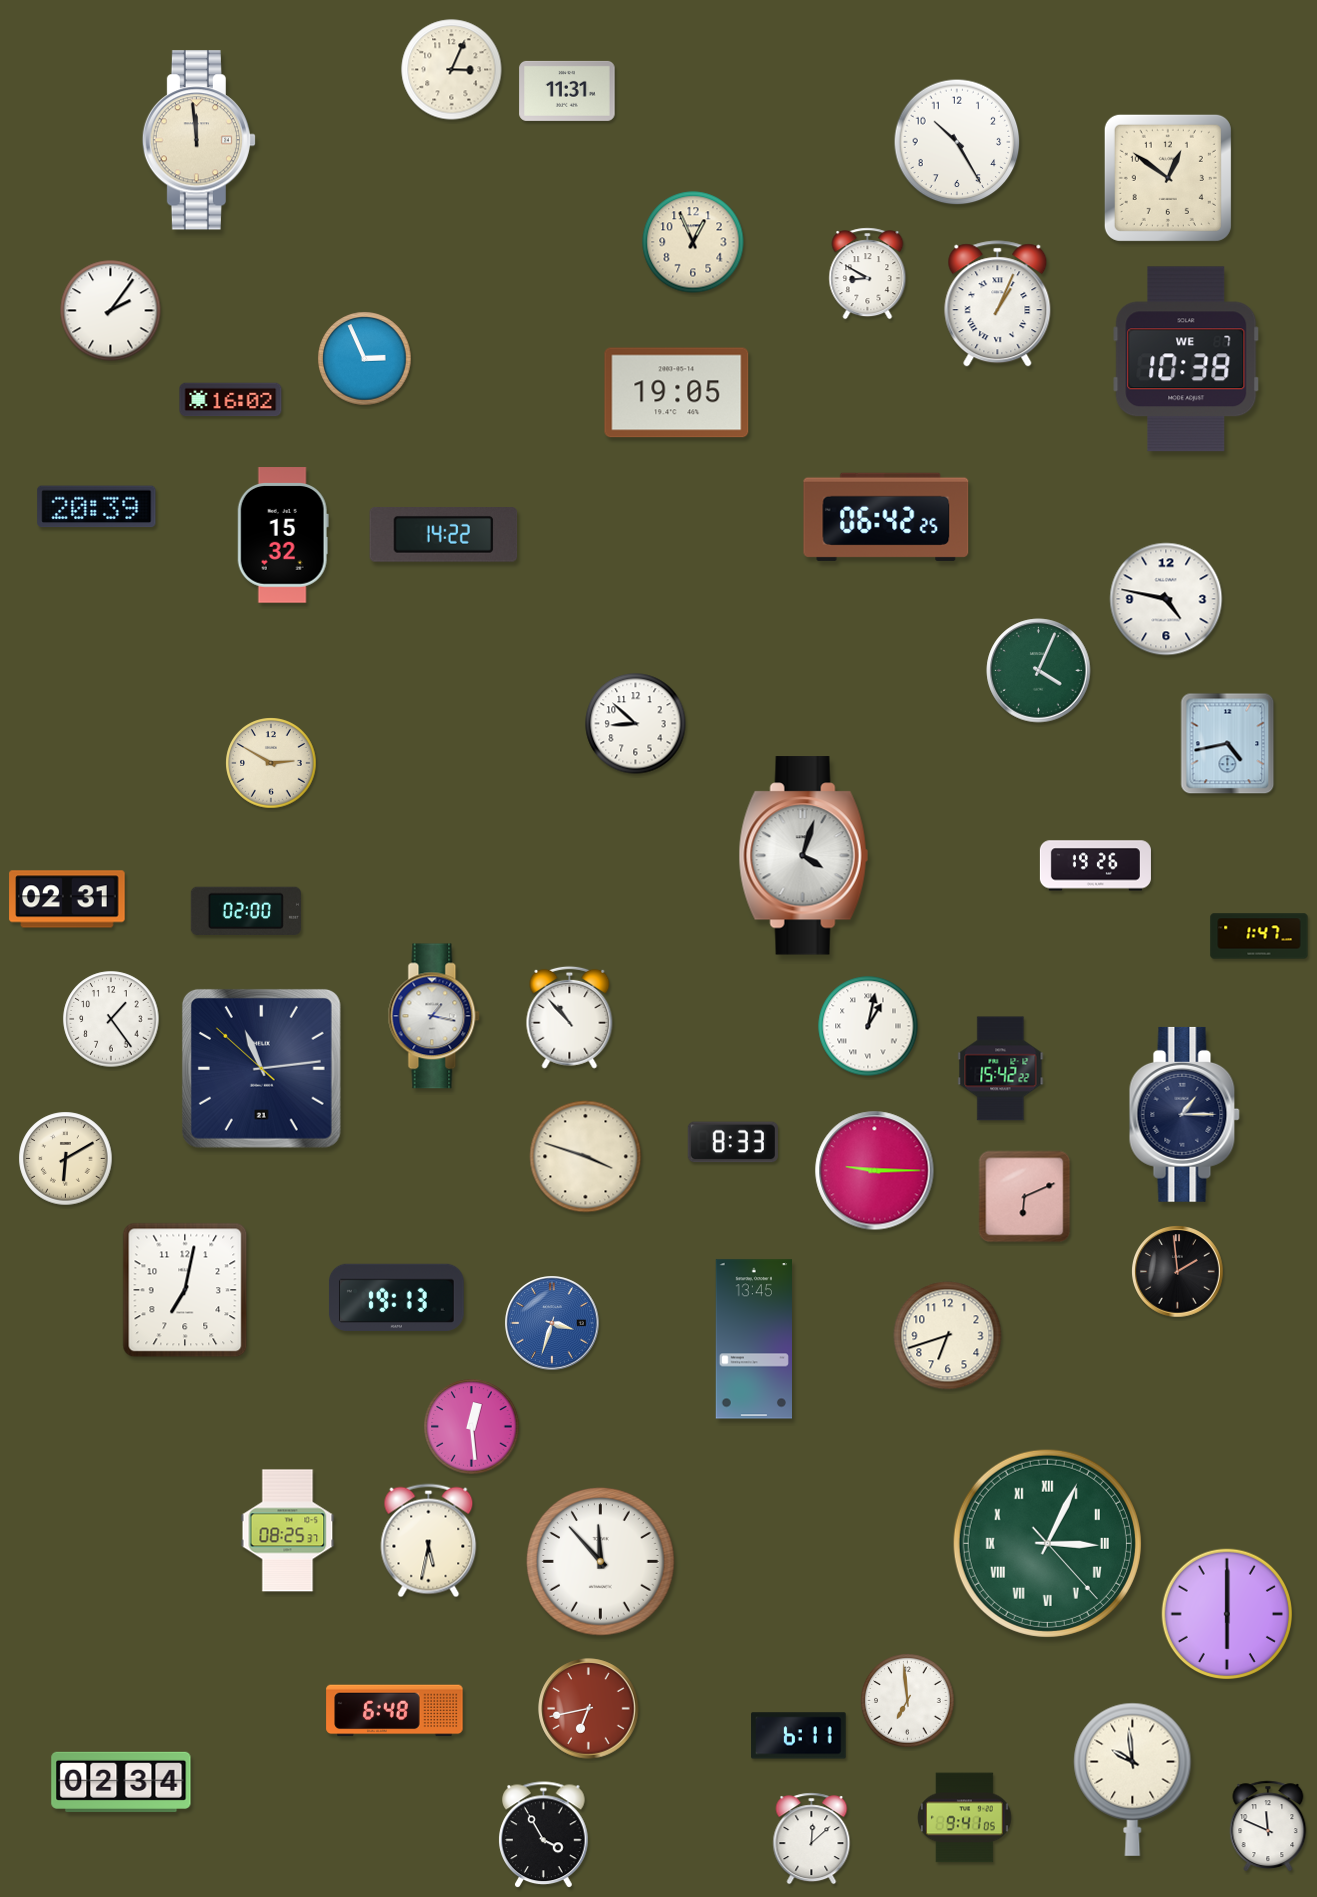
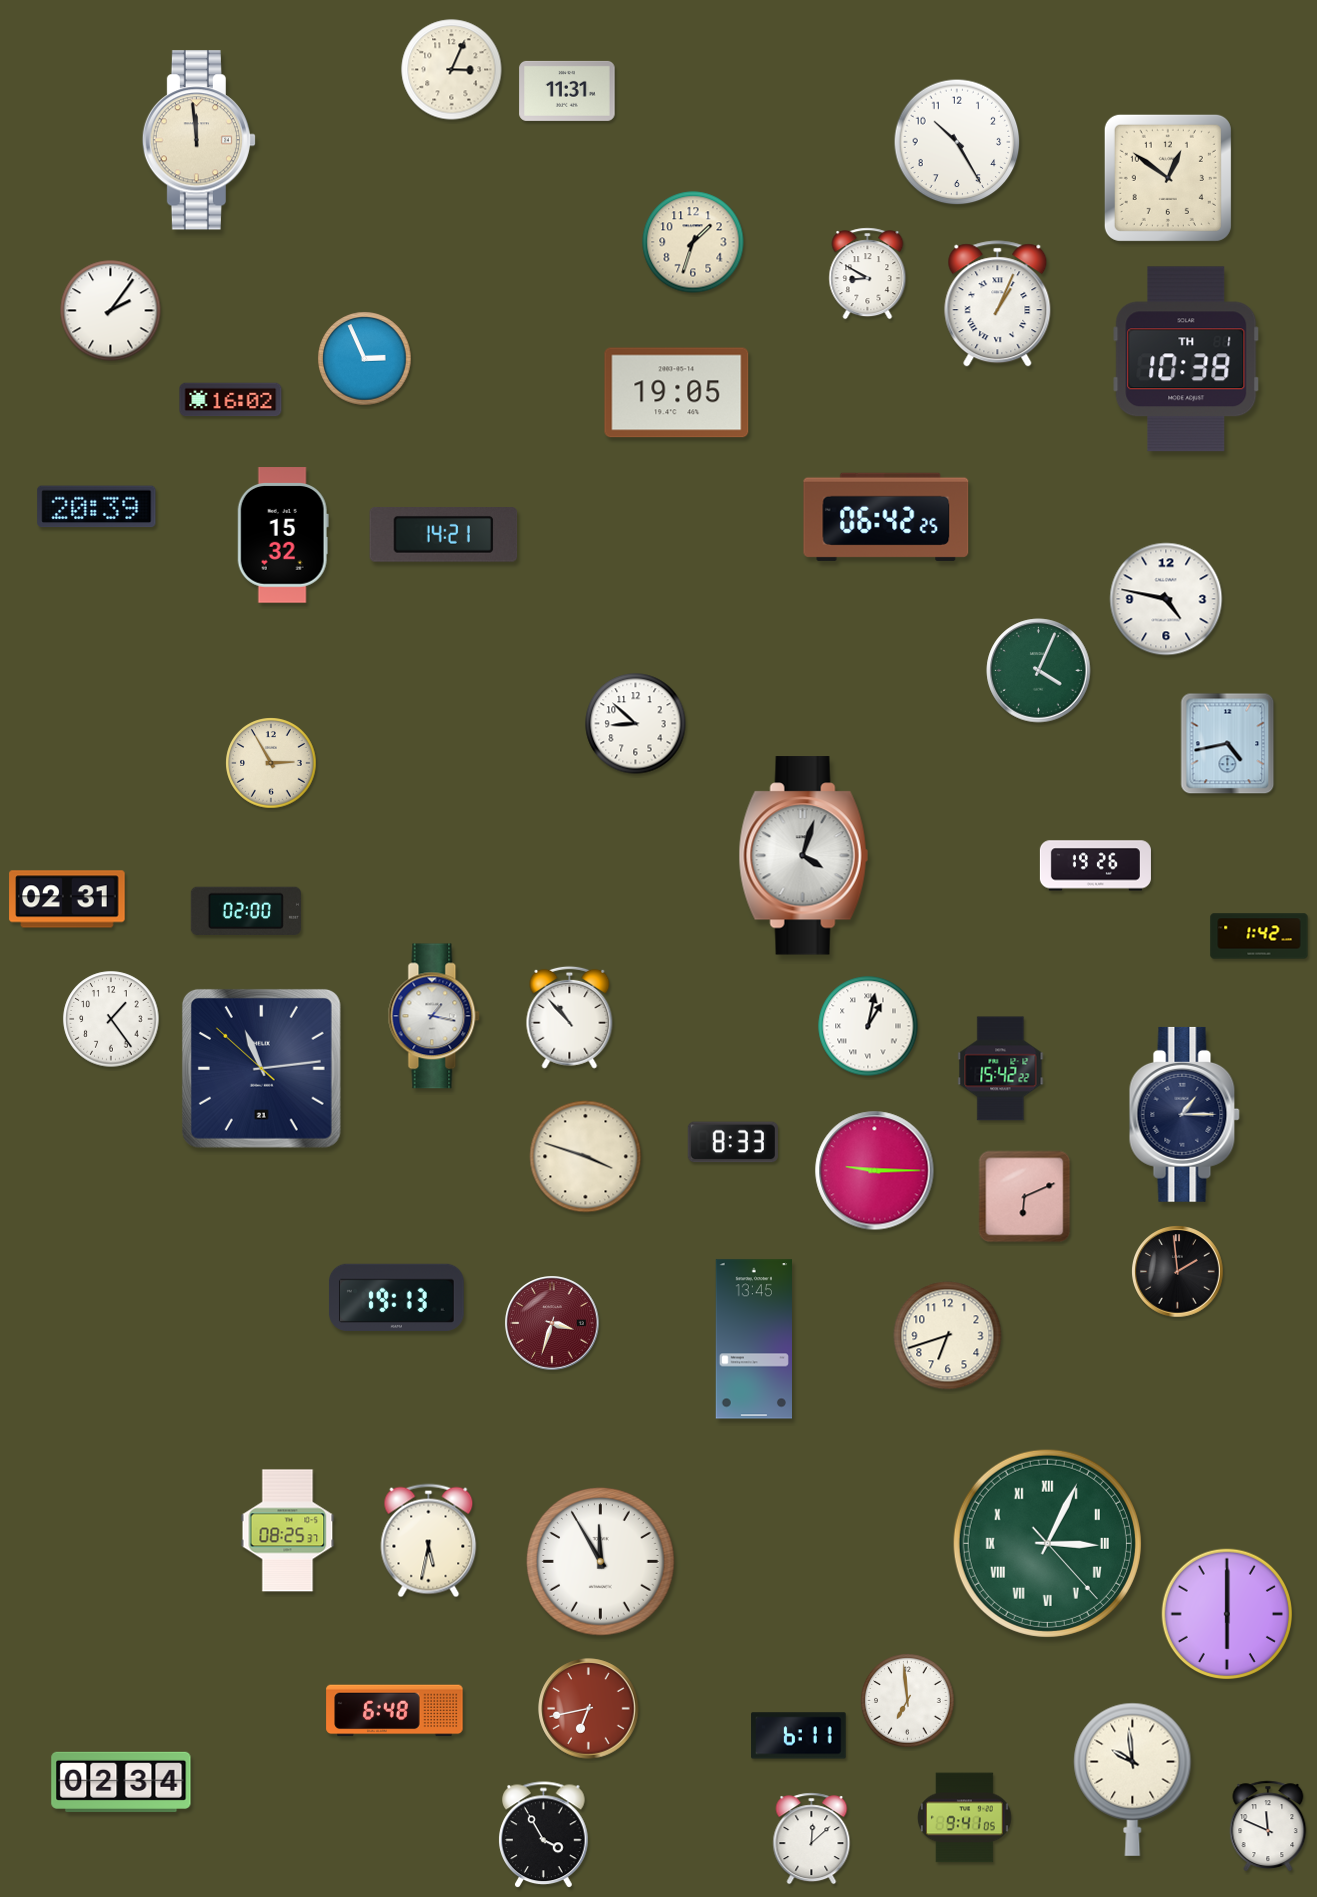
clock at (693, 242): 12:56 -> 1:33
clock at (1186, 359) date: WE 7 -> TH 1
clock at (444, 535): 14:22 -> 14:21
clock at (271, 763): 2:50 -> 2:55
clock at (1259, 936): 1:47 -> 1:42
clock at (66, 1159): 6:10 -> none
clock at (185, 1290): 7:02 -> none
clock at (552, 1323) dial: blue -> burgundy
clock at (472, 1427): 12:29 -> none
clock at (601, 1562): 11:53 -> 11:55
